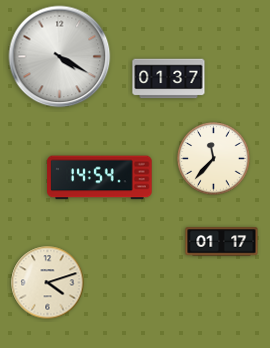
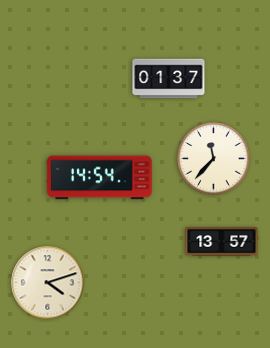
clock at (60, 57): 4:20 -> none
clock at (222, 242): 01:17 -> 13:57
